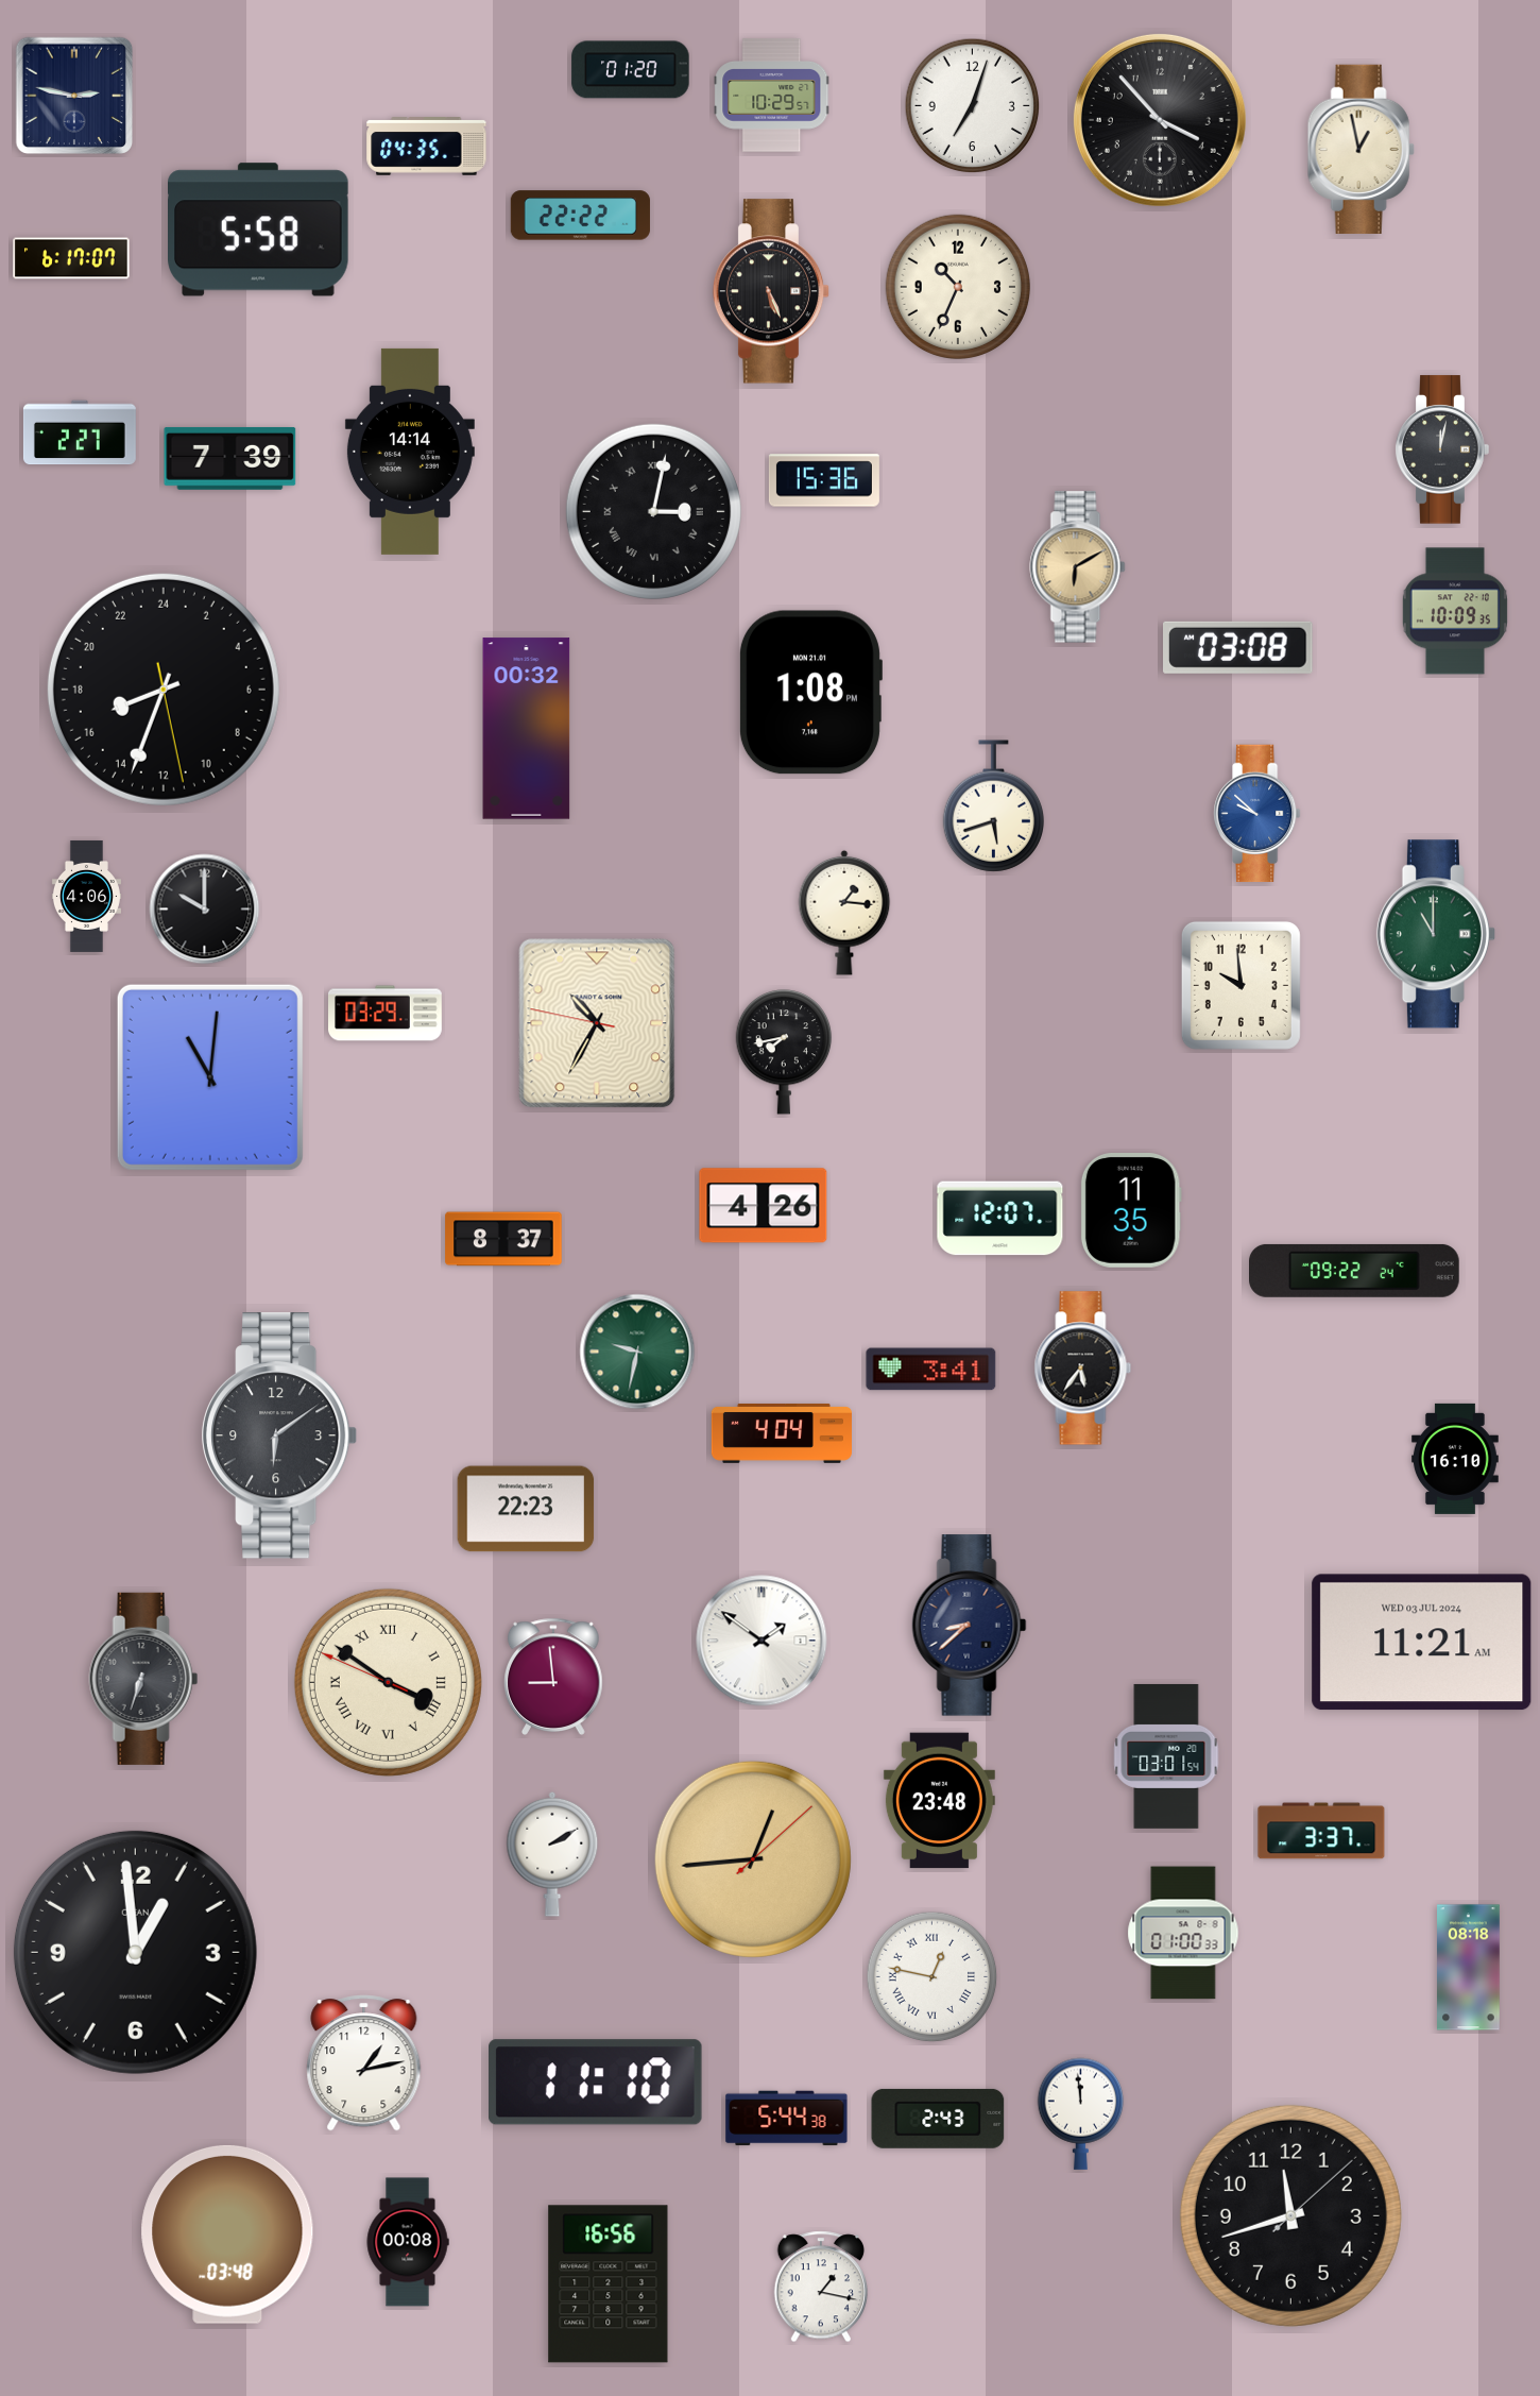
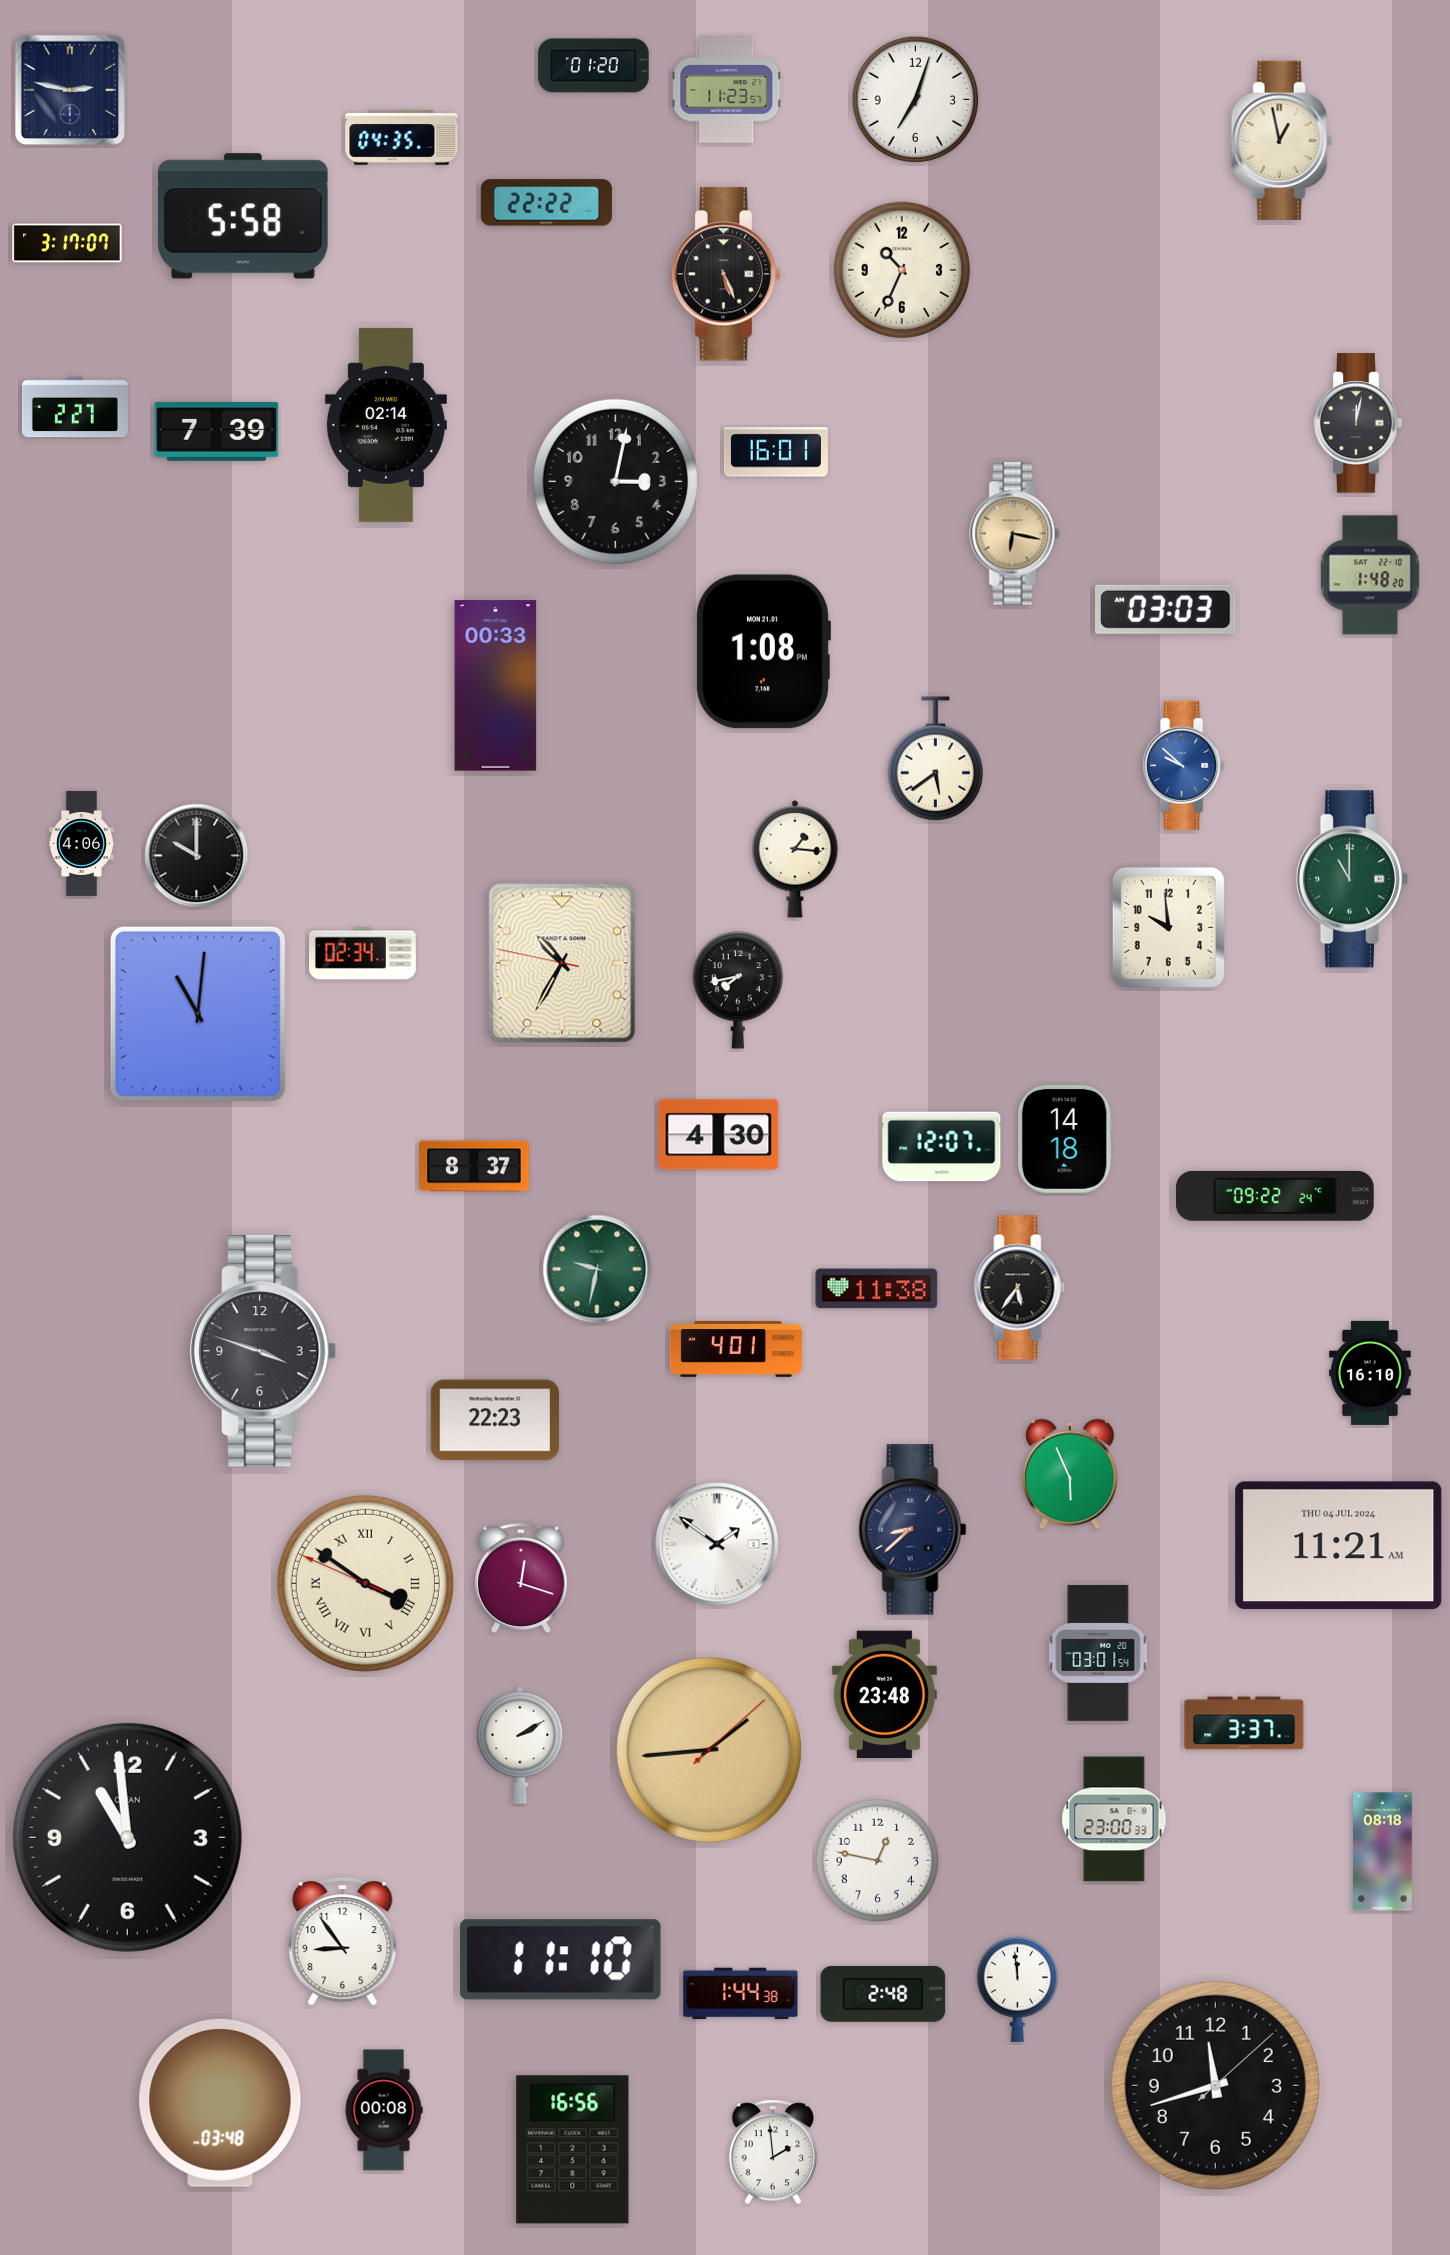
clock at (772, 96): 10:29 -> 11:23
clock at (1160, 120): 3:53 -> none
clock at (71, 258): 6:17 -> 3:17
clock at (410, 452): 14:14 -> 02:14
clock at (824, 480): 15:36 -> 16:01
clock at (653, 511) numerals: Roman -> Arabic
clock at (1078, 567): 6:10 -> 6:17
clock at (1455, 611): 10:09 -> 1:48
clock at (1238, 647): 03:08 -> 03:03
clock at (164, 690): 16:33 -> none
clock at (527, 729): 00:32 -> 00:33
clock at (993, 806): 5:42 -> 5:39
clock at (205, 910) position: (205, 910) -> (197, 856)
clock at (386, 1014): 03:29 -> 02:34
clock at (764, 1206): 4:26 -> 4:30
clock at (1131, 1211): 11:35 -> 14:18
clock at (637, 1352) position: (637, 1352) -> (597, 1269)
clock at (931, 1370): 3:41 -> 11:38
clock at (782, 1433): 4:04 -> 4:01
clock at (279, 1435): 6:09 -> 3:48
clock at (1071, 1474): none -> 5:56
clock at (1422, 1643) date: WED 03 JUL 2024 -> THU 04 JUL 2024
clock at (554, 1677): 8:59 -> 12:18
clock at (143, 1679): 6:33 -> none
clock at (753, 1859): 12:44 -> 1:44
clock at (1183, 1933): 01:00 -> 23:00
clock at (135, 1952): 12:59 -> 10:59
clock at (932, 1977) numerals: Roman -> Arabic
clock at (364, 2063): 1:13 -> 8:54
clock at (787, 2119): 5:44 -> 1:44
clock at (938, 2119): 2:43 -> 2:48
clock at (227, 2234) position: (227, 2234) -> (220, 2103)
clock at (821, 2287): 1:17 -> 1:59
